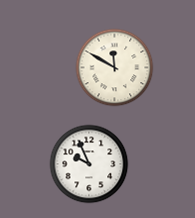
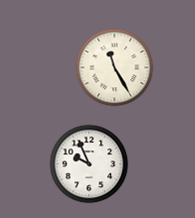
clock at (114, 67): 11:50 -> 11:25
